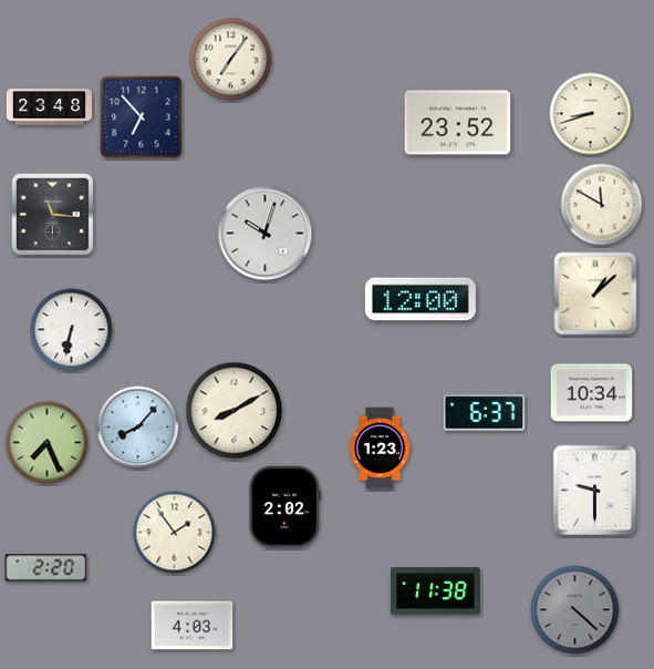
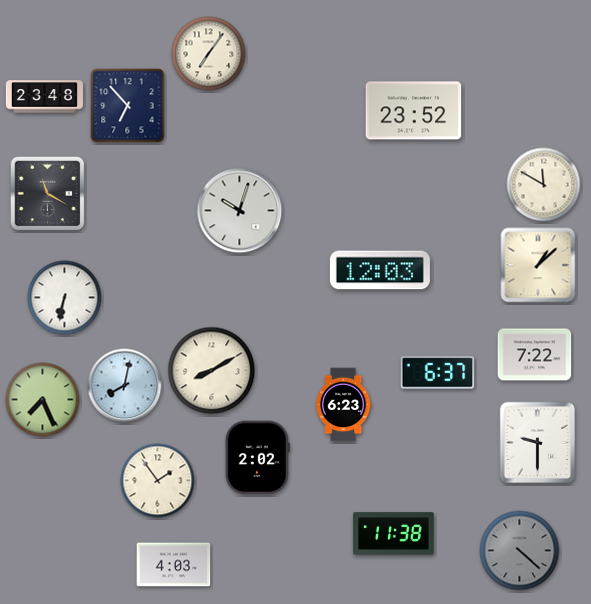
clock at (591, 114): 8:42 -> none
clock at (53, 215): 11:16 -> 11:20
clock at (421, 299): 12:00 -> 12:03
clock at (592, 393): 10:34 -> 7:22
clock at (138, 428): 8:07 -> 8:02
clock at (380, 449): 1:23 -> 6:23
clock at (46, 568): 2:20 -> none
